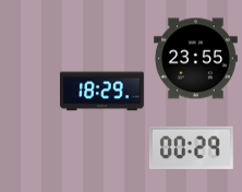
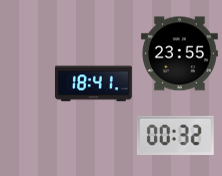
clock at (102, 92): 18:29 -> 18:41
clock at (191, 147): 00:29 -> 00:32
